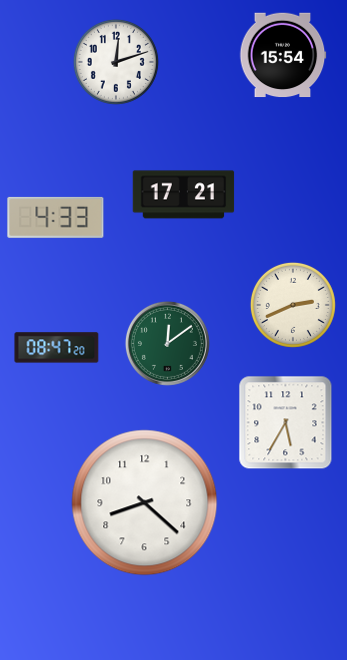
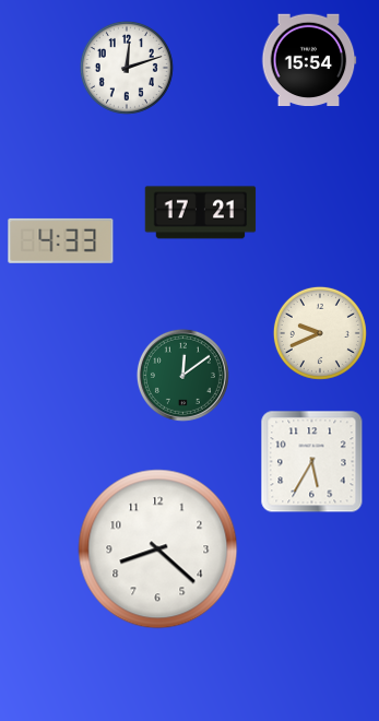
clock at (56, 217) position: (56, 217) -> (61, 240)
clock at (293, 305): 2:41 -> 9:41
clock at (57, 348): 08:47 -> none
